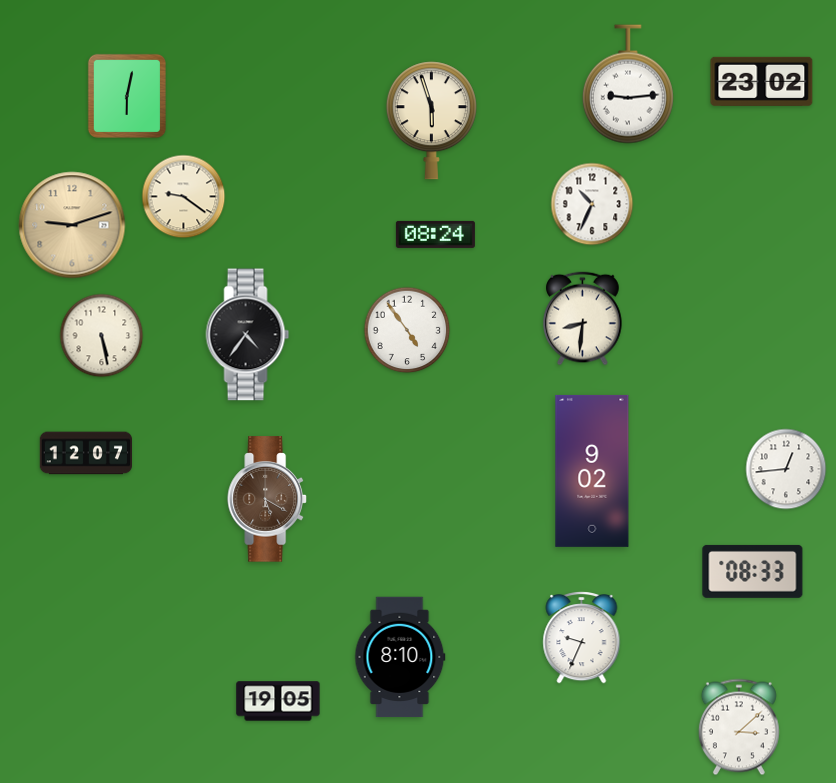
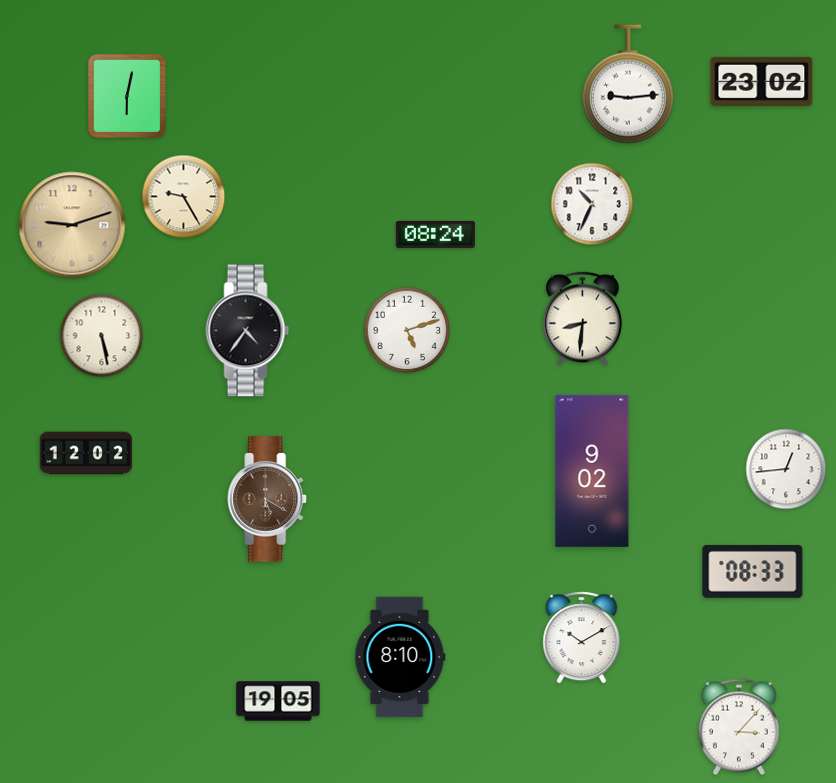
clock at (431, 121): 5:57 -> none
clock at (184, 197): 9:21 -> 9:25
clock at (407, 330): 4:54 -> 5:12
clock at (248, 335) position: (248, 335) -> (248, 331)
clock at (85, 453): 12:07 -> 12:02
clock at (582, 638): 9:34 -> 10:10
clock at (739, 727): 3:08 -> 3:07
